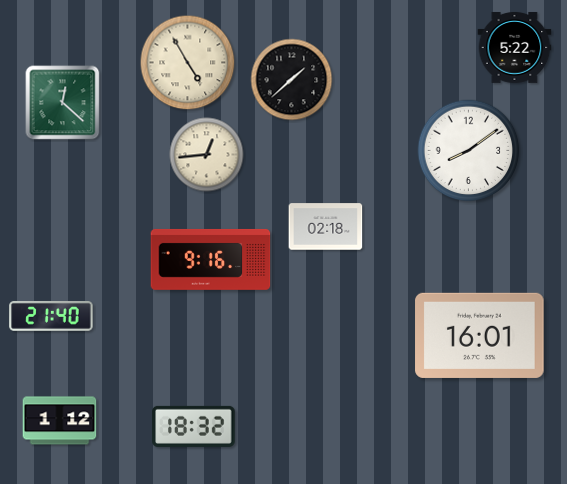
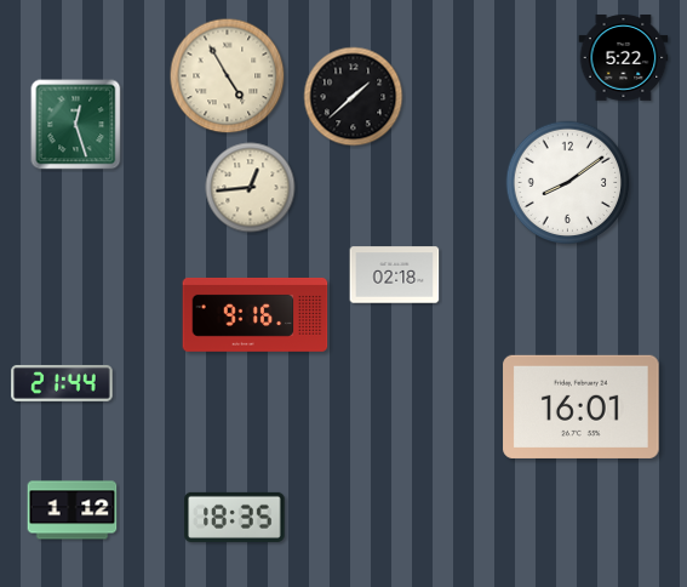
clock at (63, 103): 12:22 -> 12:27
clock at (51, 316): 21:40 -> 21:44
clock at (194, 426): 18:32 -> 18:35
